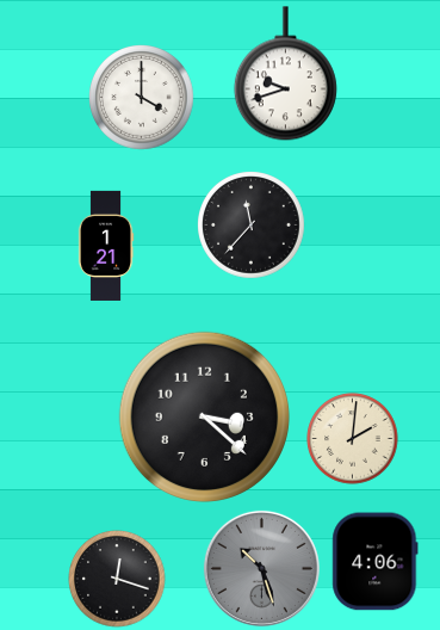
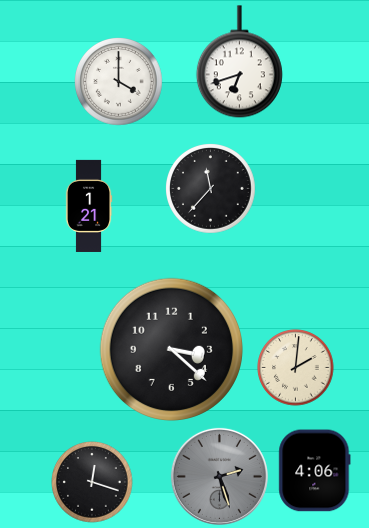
clock at (285, 74): 9:42 -> 6:42
clock at (261, 568): 10:27 -> 2:27
clock at (117, 579) position: (117, 579) -> (92, 482)
